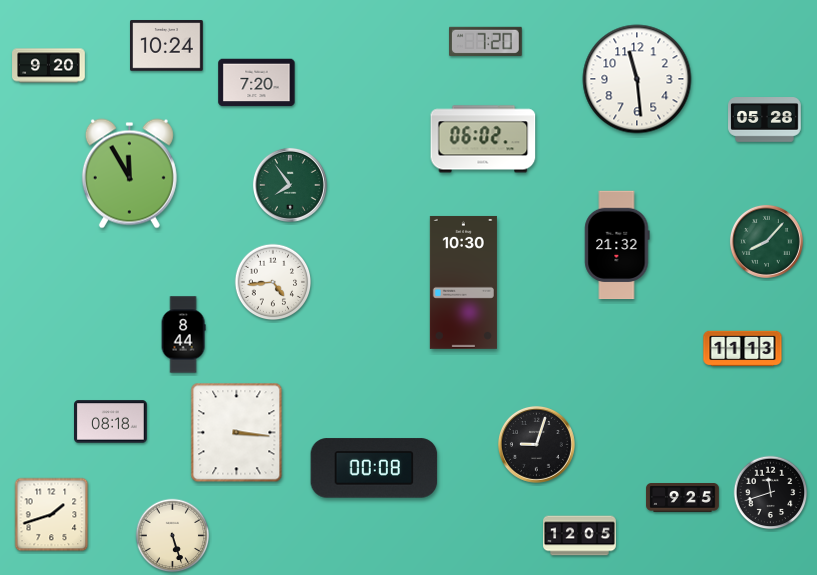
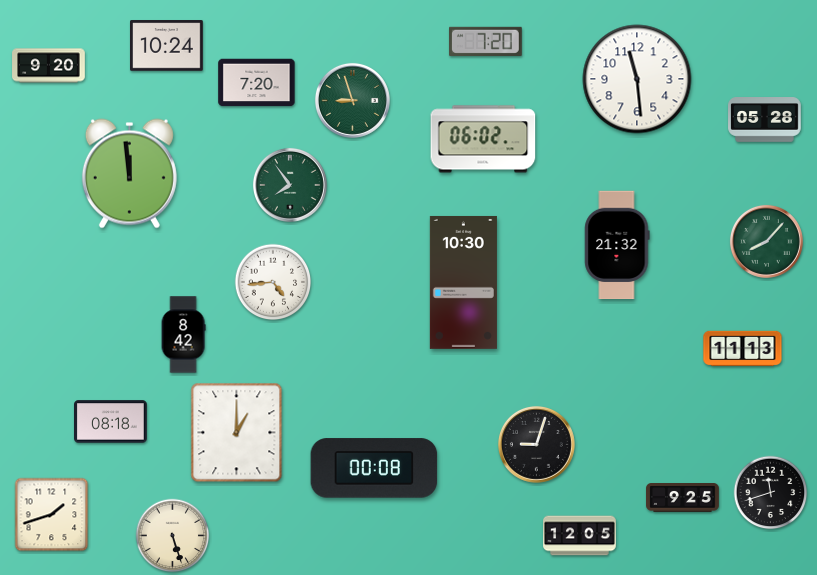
clock at (352, 100): none -> 8:57
clock at (129, 174): 11:55 -> 11:59
clock at (183, 335): 8:44 -> 8:42
clock at (237, 433): 3:16 -> 1:00
